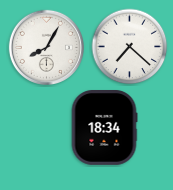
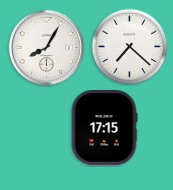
clock at (104, 128): 18:34 -> 17:15
